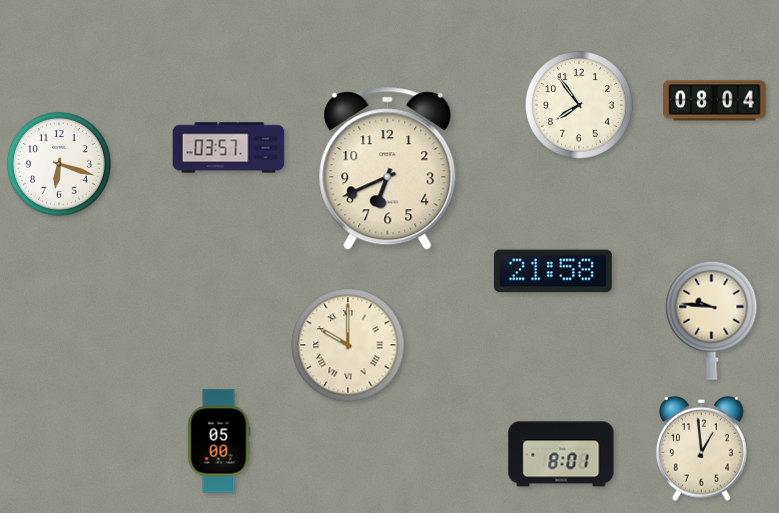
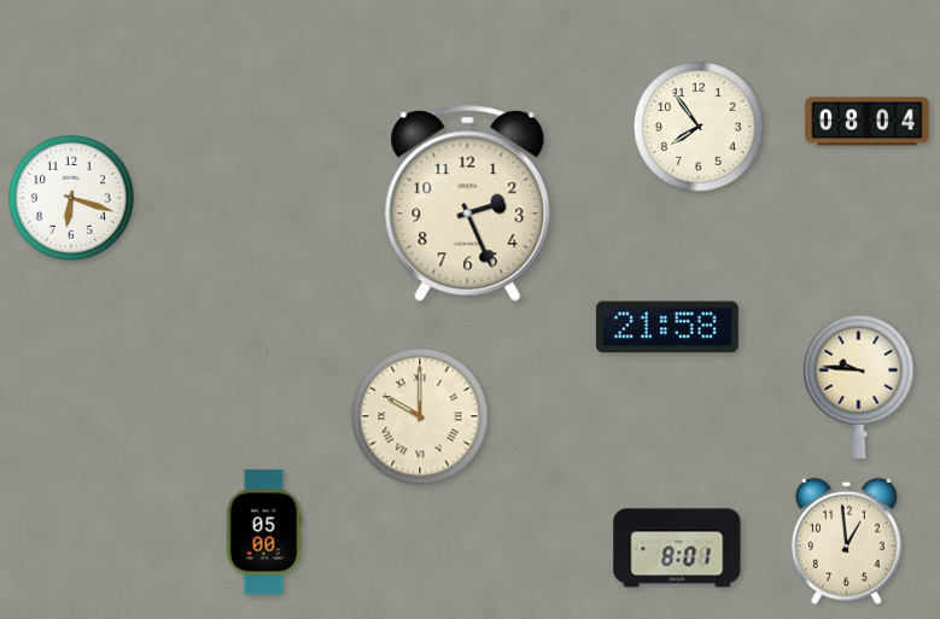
clock at (715, 101) position: (715, 101) -> (868, 122)
clock at (229, 148): 03:57 -> none
clock at (388, 169): 6:41 -> 2:26
